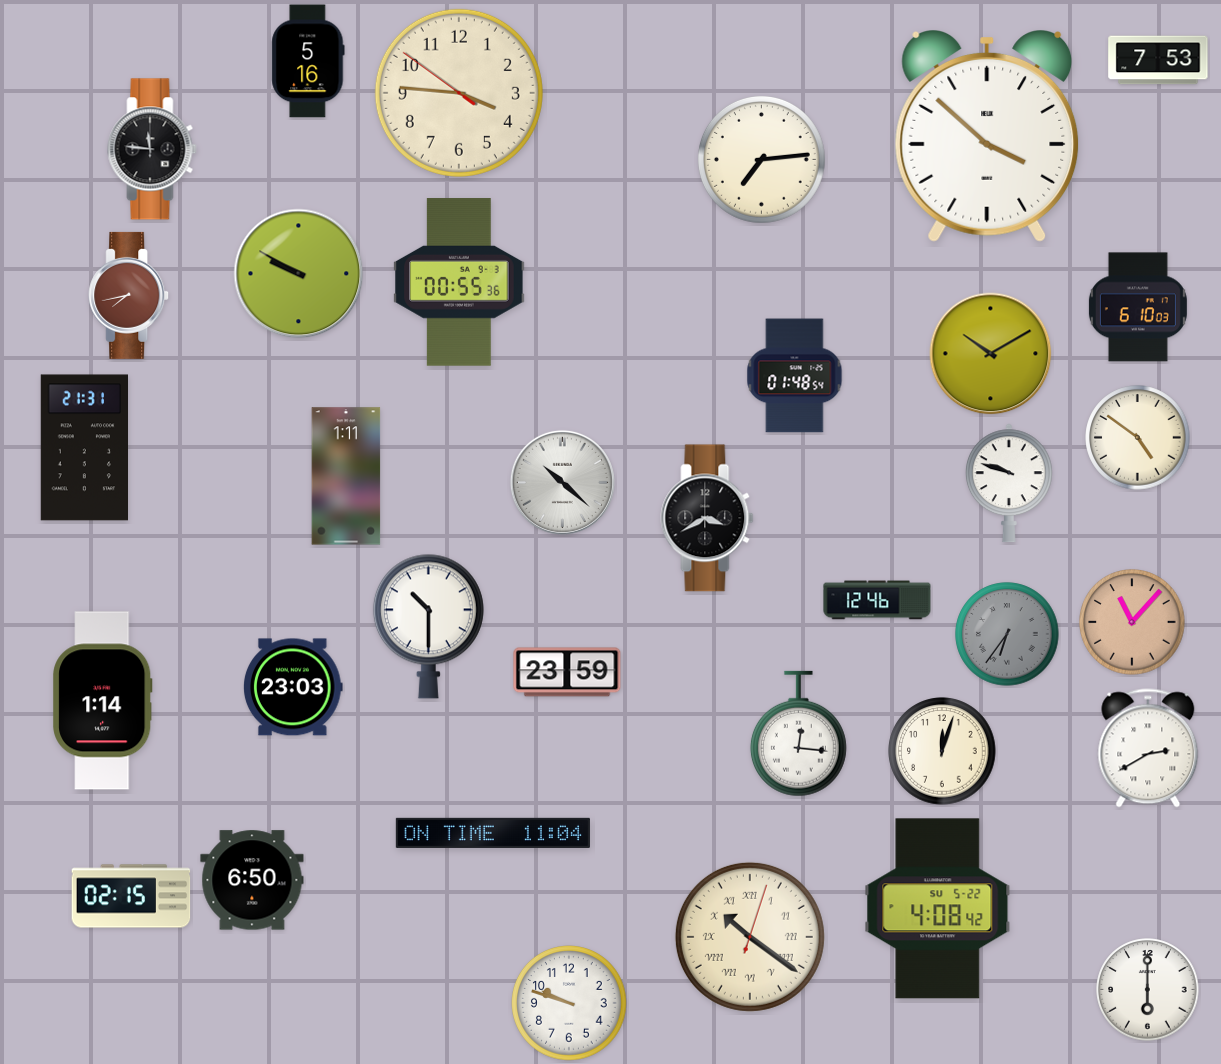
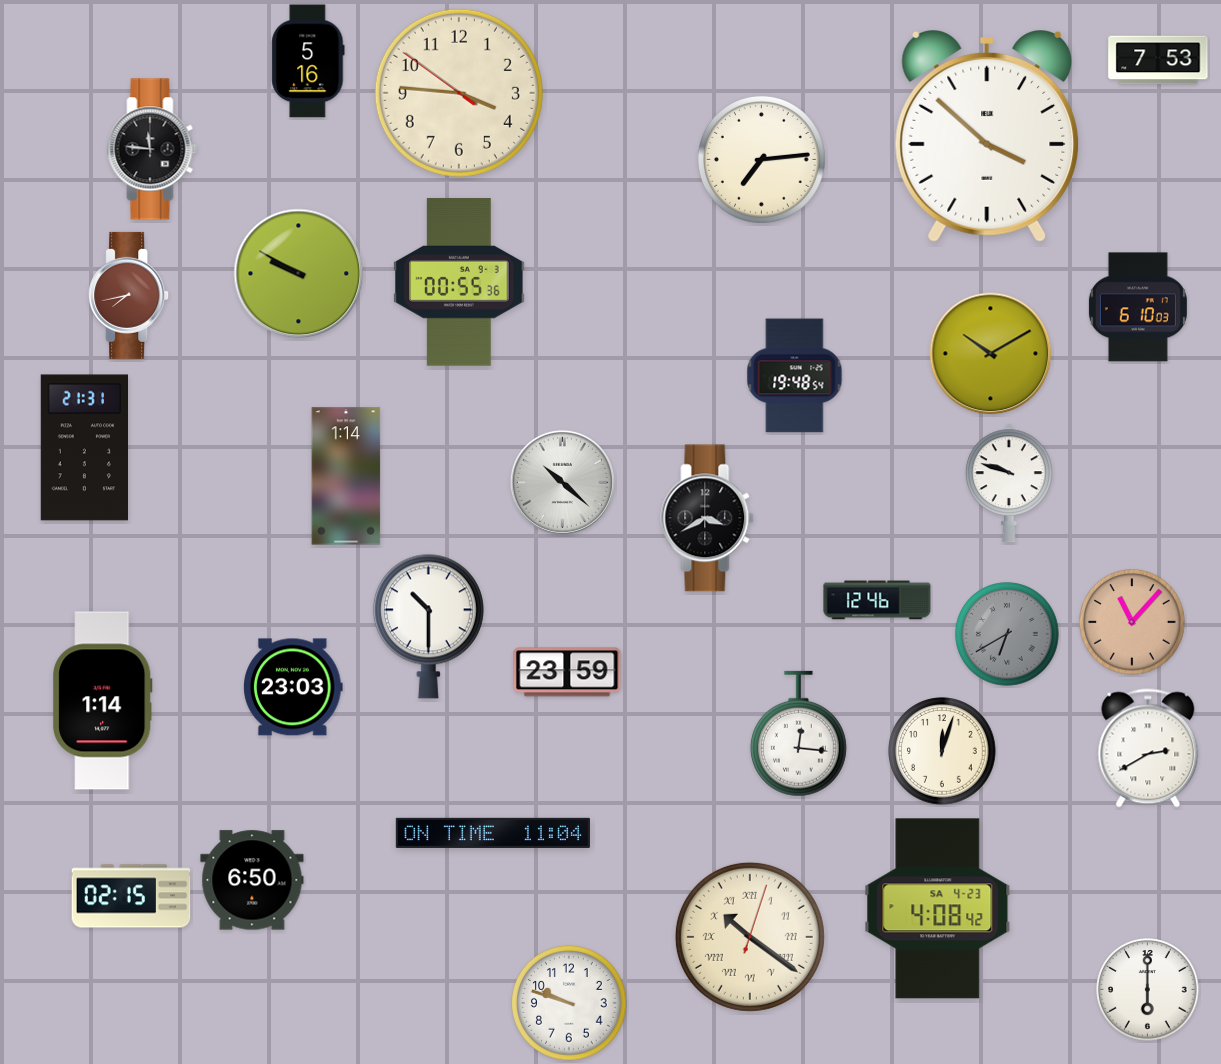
clock at (795, 376): 01:48 -> 19:48
clock at (1138, 438): 4:51 -> none
clock at (346, 476): 1:11 -> 1:14
clock at (1007, 634): 6:36 -> 6:40
clock at (938, 909) date: SU 5-22 -> SA 4-23
